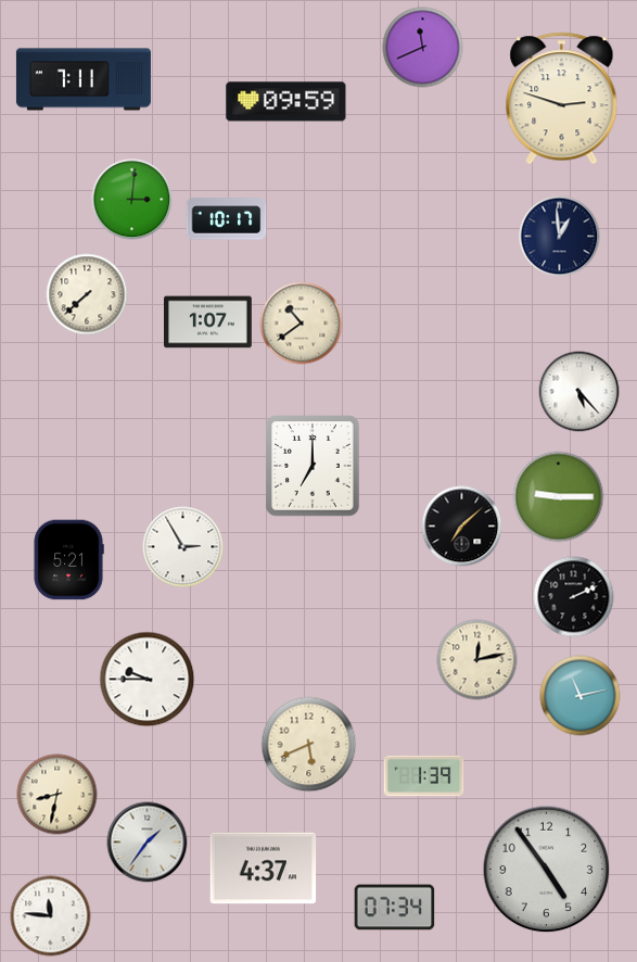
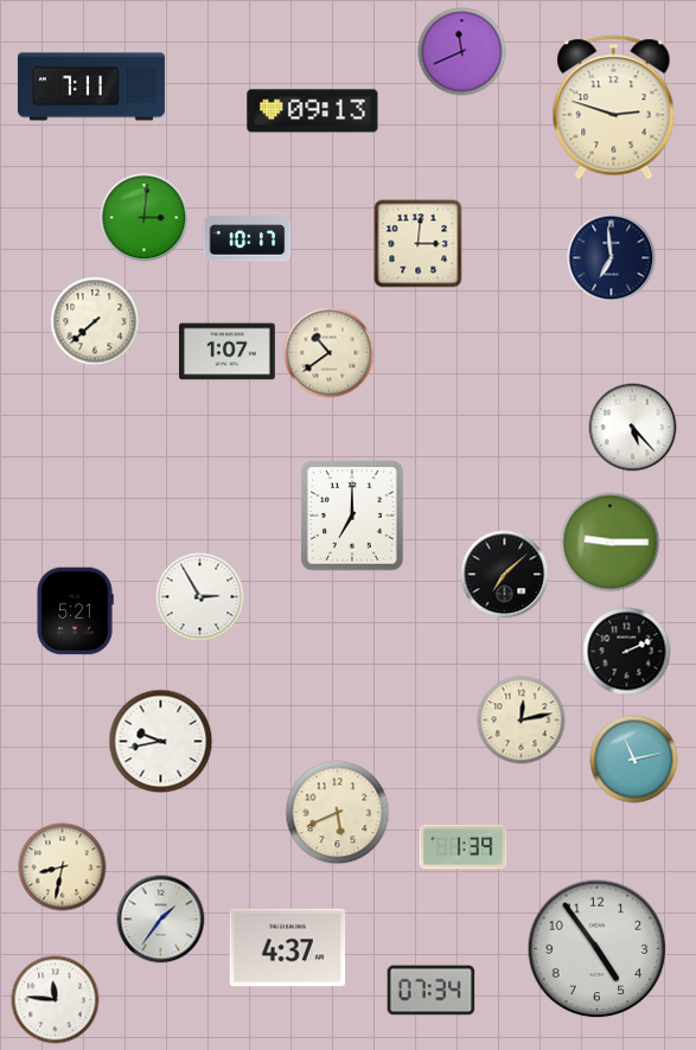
clock at (286, 102): 09:59 -> 09:13
clock at (419, 244): none -> 3:01
clock at (560, 237): 12:59 -> 6:59
clock at (313, 466) position: (313, 466) -> (352, 516)
clock at (148, 680): 9:45 -> 9:43
